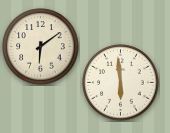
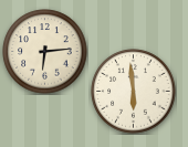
clock at (41, 47): 6:09 -> 6:14
